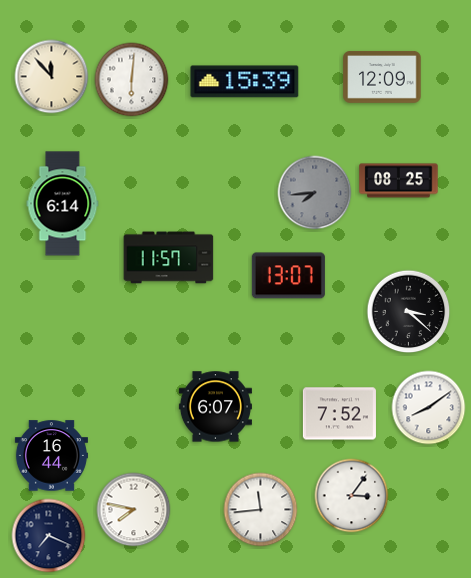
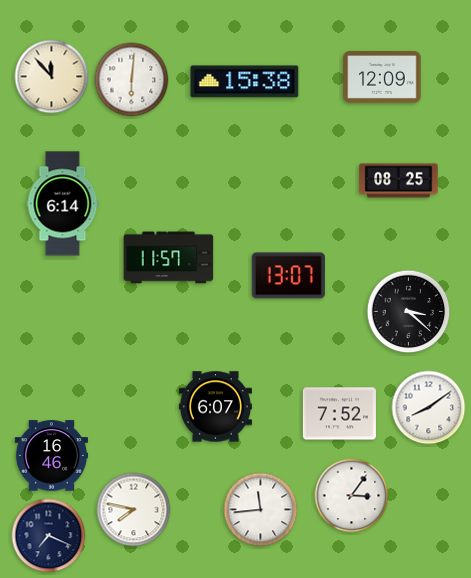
clock at (245, 82): 15:39 -> 15:38
clock at (315, 193): 7:44 -> none
clock at (51, 456): 16:44 -> 16:46
